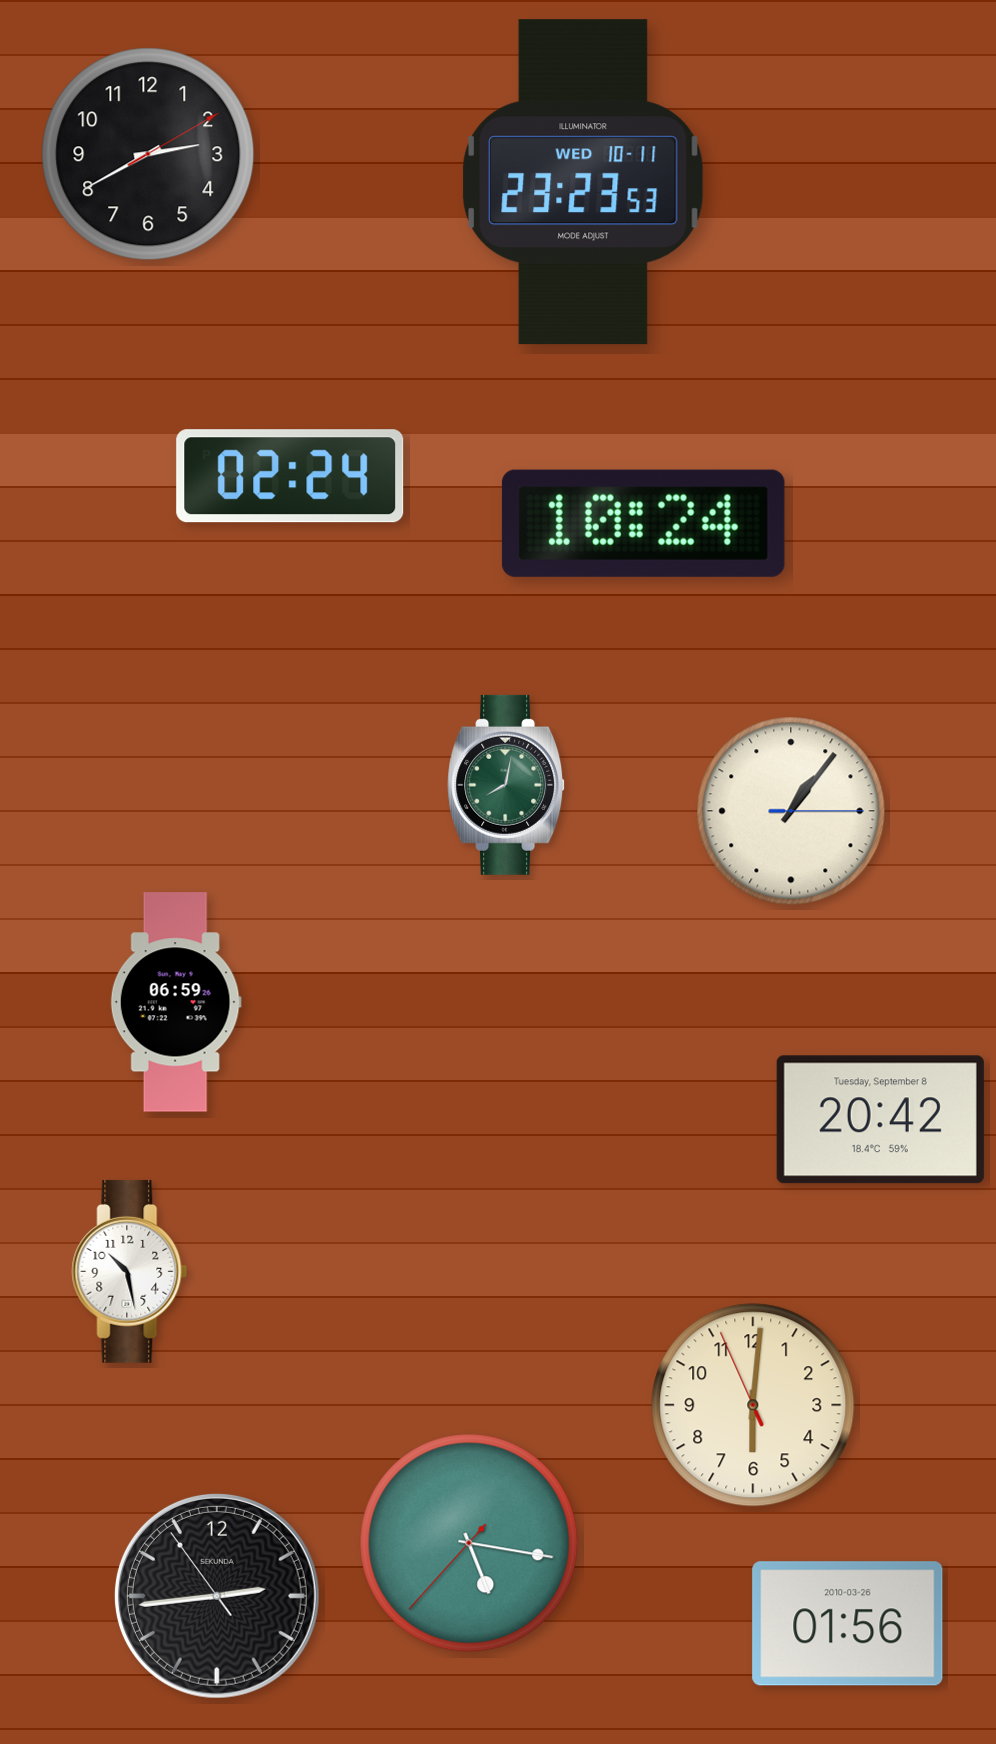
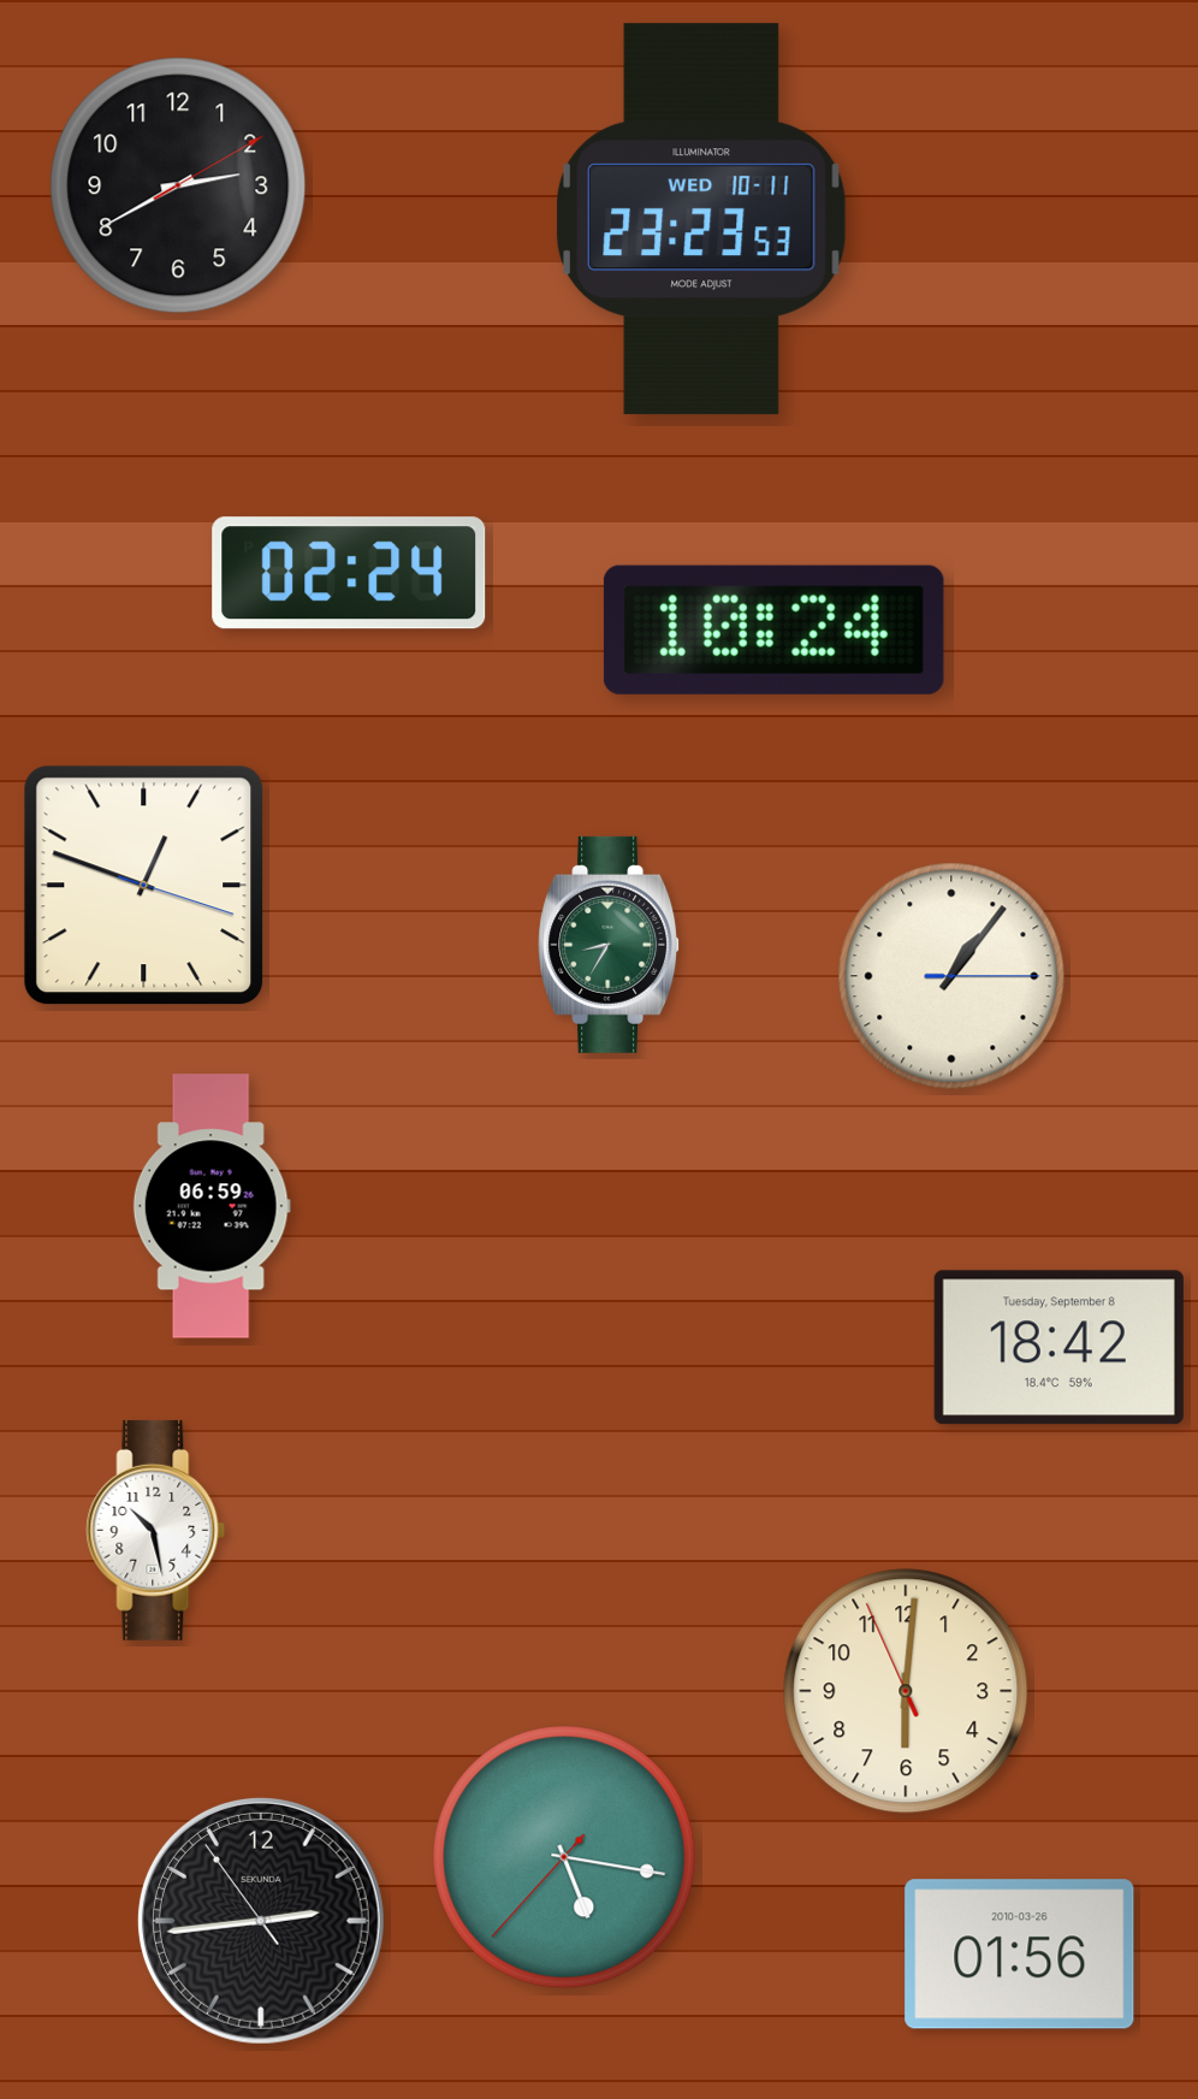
clock at (144, 886): none -> 12:48
clock at (507, 785): 8:02 -> 8:35
clock at (880, 1120): 20:42 -> 18:42
